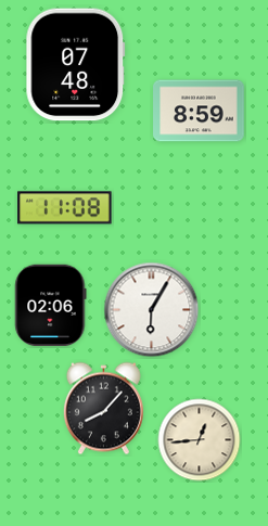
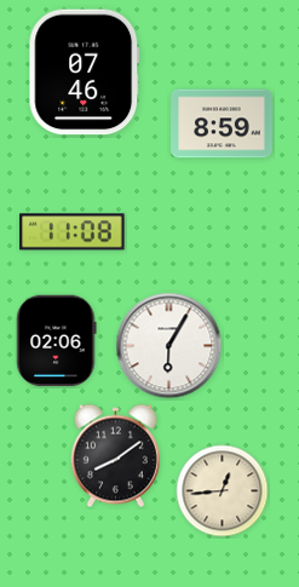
clock at (76, 65): 07:48 -> 07:46
clock at (103, 409): 8:07 -> 8:09
